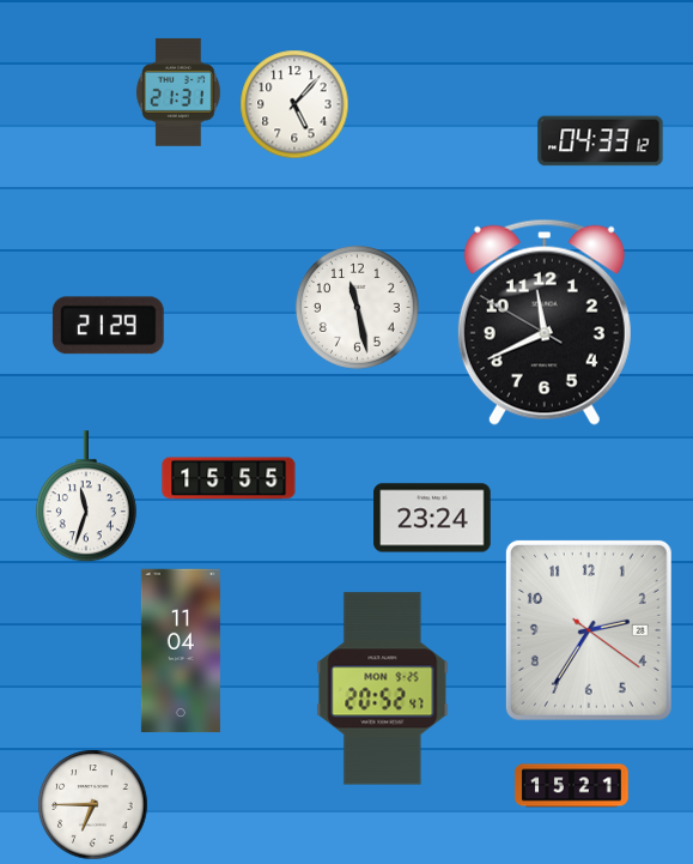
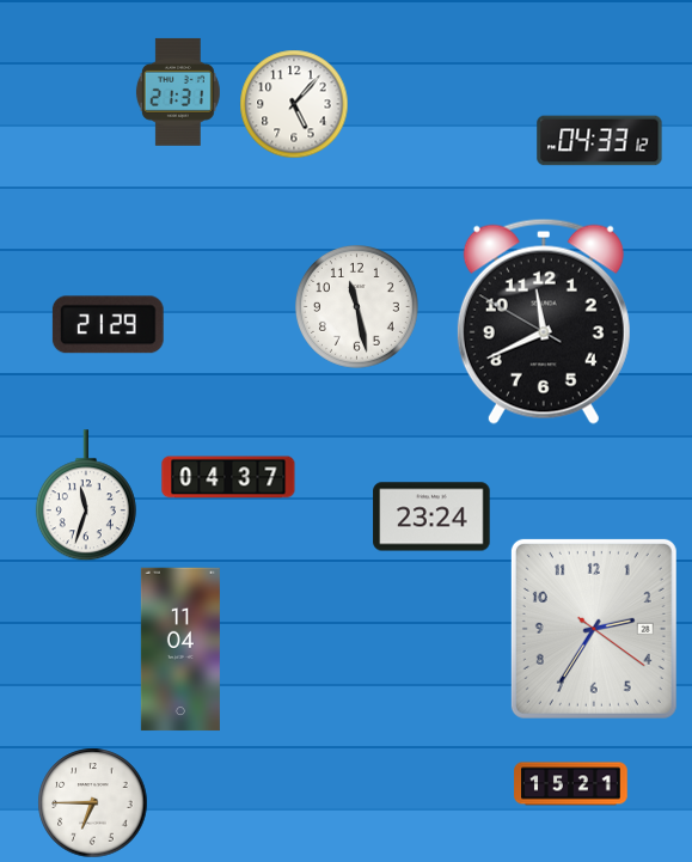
clock at (229, 478): 15:55 -> 04:37
clock at (589, 630) position: (589, 630) -> (594, 629)
clock at (383, 689): 20:52 -> none
